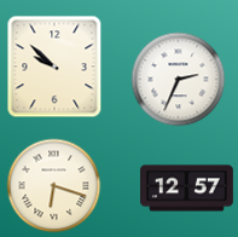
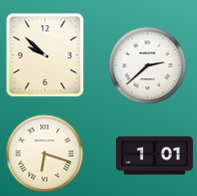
clock at (178, 79): 2:34 -> 2:38
clock at (187, 189): 12:57 -> 1:01
